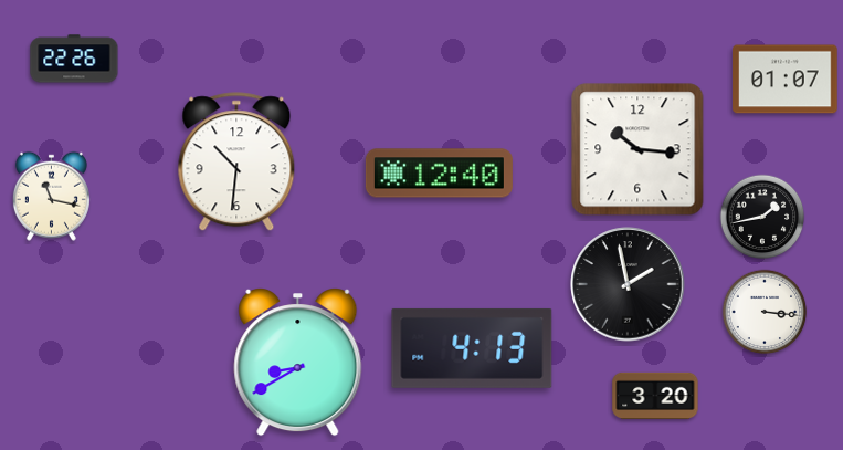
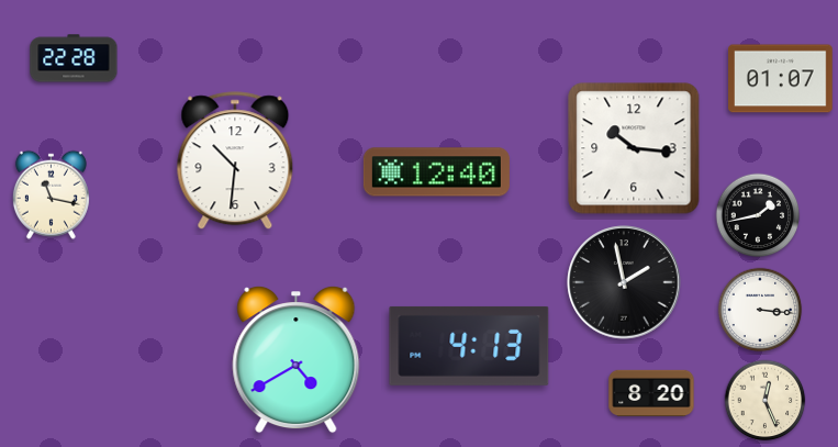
clock at (74, 59): 22:26 -> 22:28
clock at (298, 363): 8:40 -> 4:40
clock at (655, 395): 3:20 -> 8:20
clock at (766, 401): none -> 12:26
